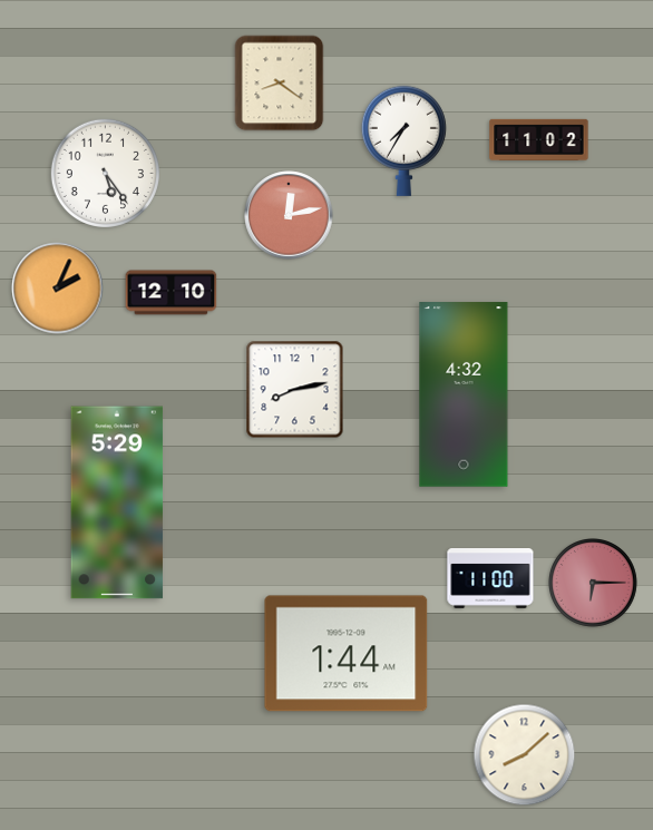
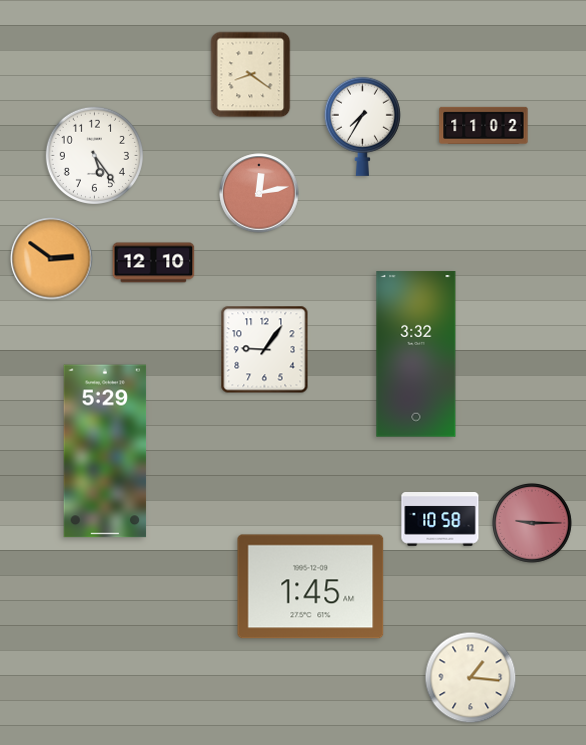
clock at (58, 289): 2:04 -> 2:51
clock at (295, 390): 8:13 -> 9:06
clock at (464, 394): 4:32 -> 3:32
clock at (490, 579): 11:00 -> 10:58
clock at (594, 584): 6:15 -> 9:15
clock at (347, 654): 1:44 -> 1:45
clock at (525, 755): 8:08 -> 1:16
